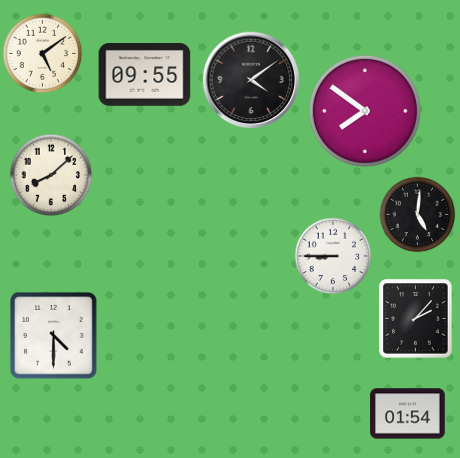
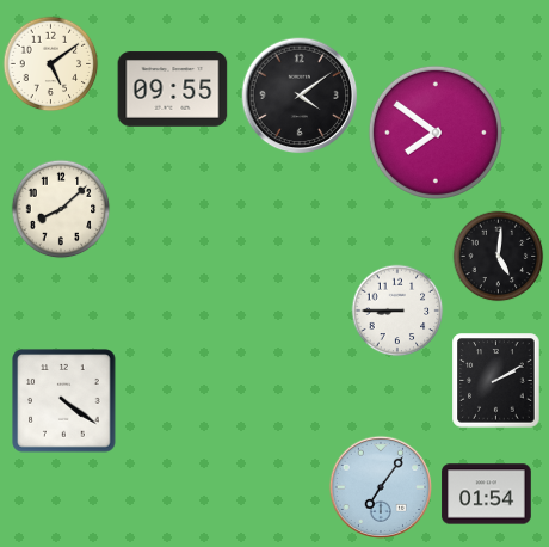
clock at (333, 256) position: (333, 256) -> (397, 311)
clock at (416, 319): 2:07 -> 2:10
clock at (54, 336): 4:30 -> 4:21
clock at (380, 486): none -> 7:06
